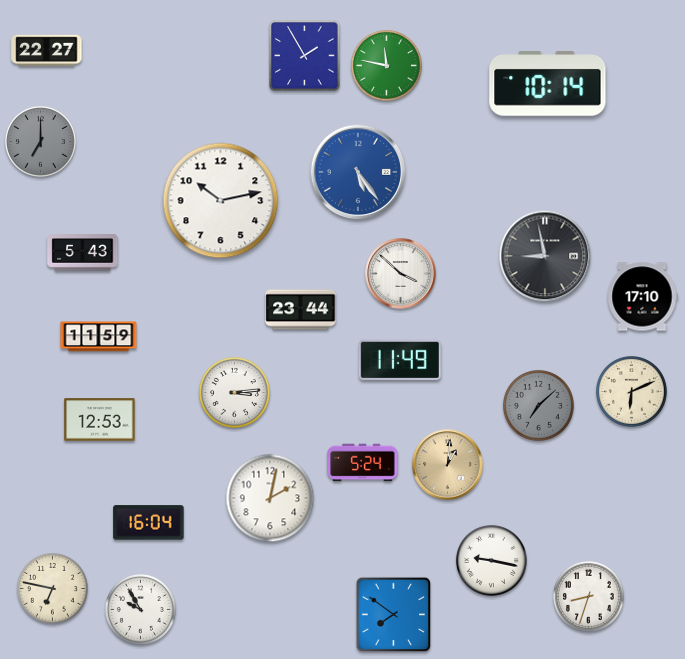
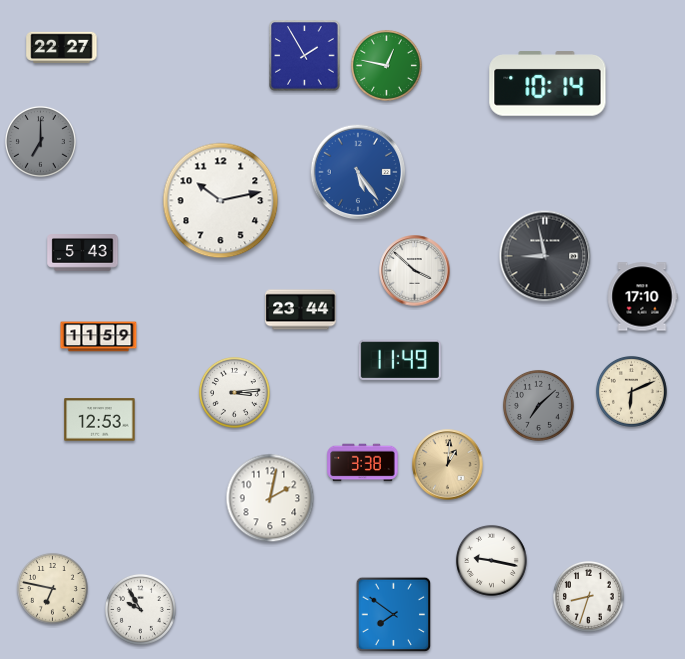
clock at (47, 51) position: (47, 51) -> (62, 48)
clock at (386, 65): 11:47 -> 12:47
clock at (401, 274) position: (401, 274) -> (415, 271)
clock at (363, 463): 5:24 -> 3:38
clock at (149, 523): 16:04 -> none
